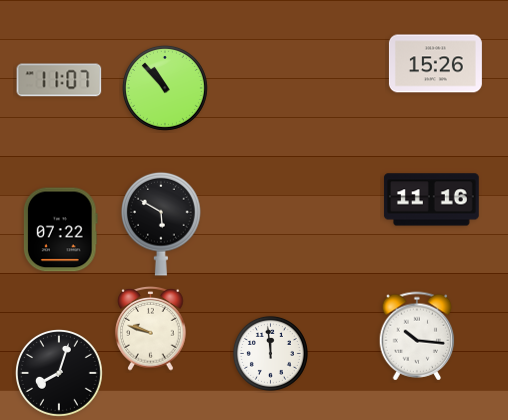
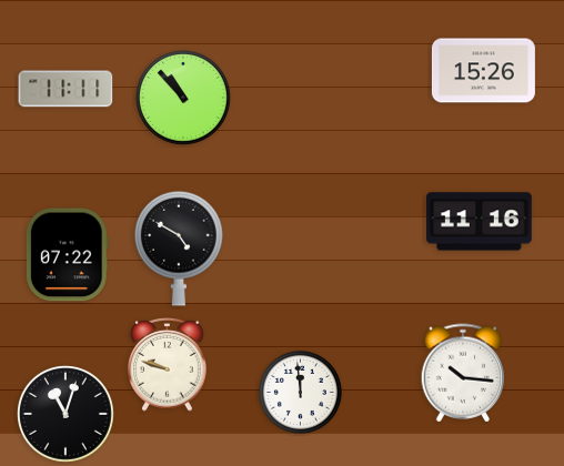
clock at (59, 80): 11:07 -> 11:11
clock at (161, 224): 5:50 -> 4:50
clock at (60, 374): 8:03 -> 11:03
